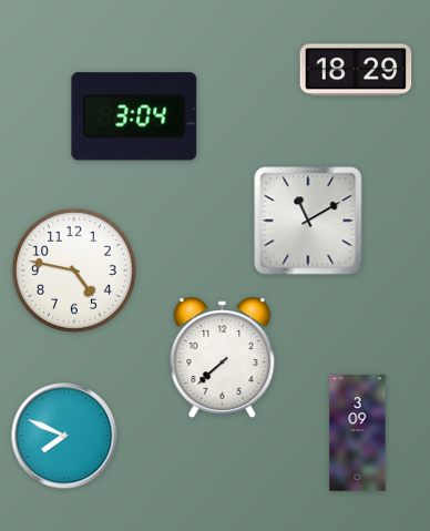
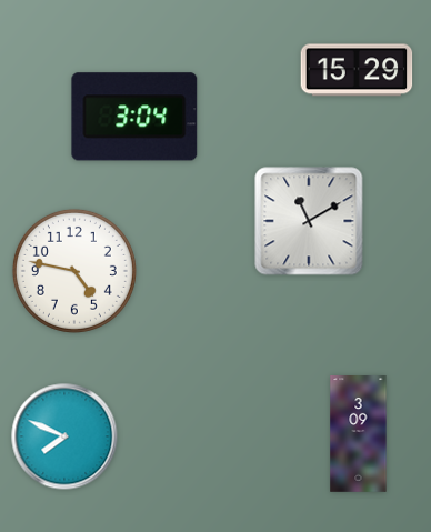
clock at (356, 70): 18:29 -> 15:29
clock at (223, 358): 7:38 -> none
